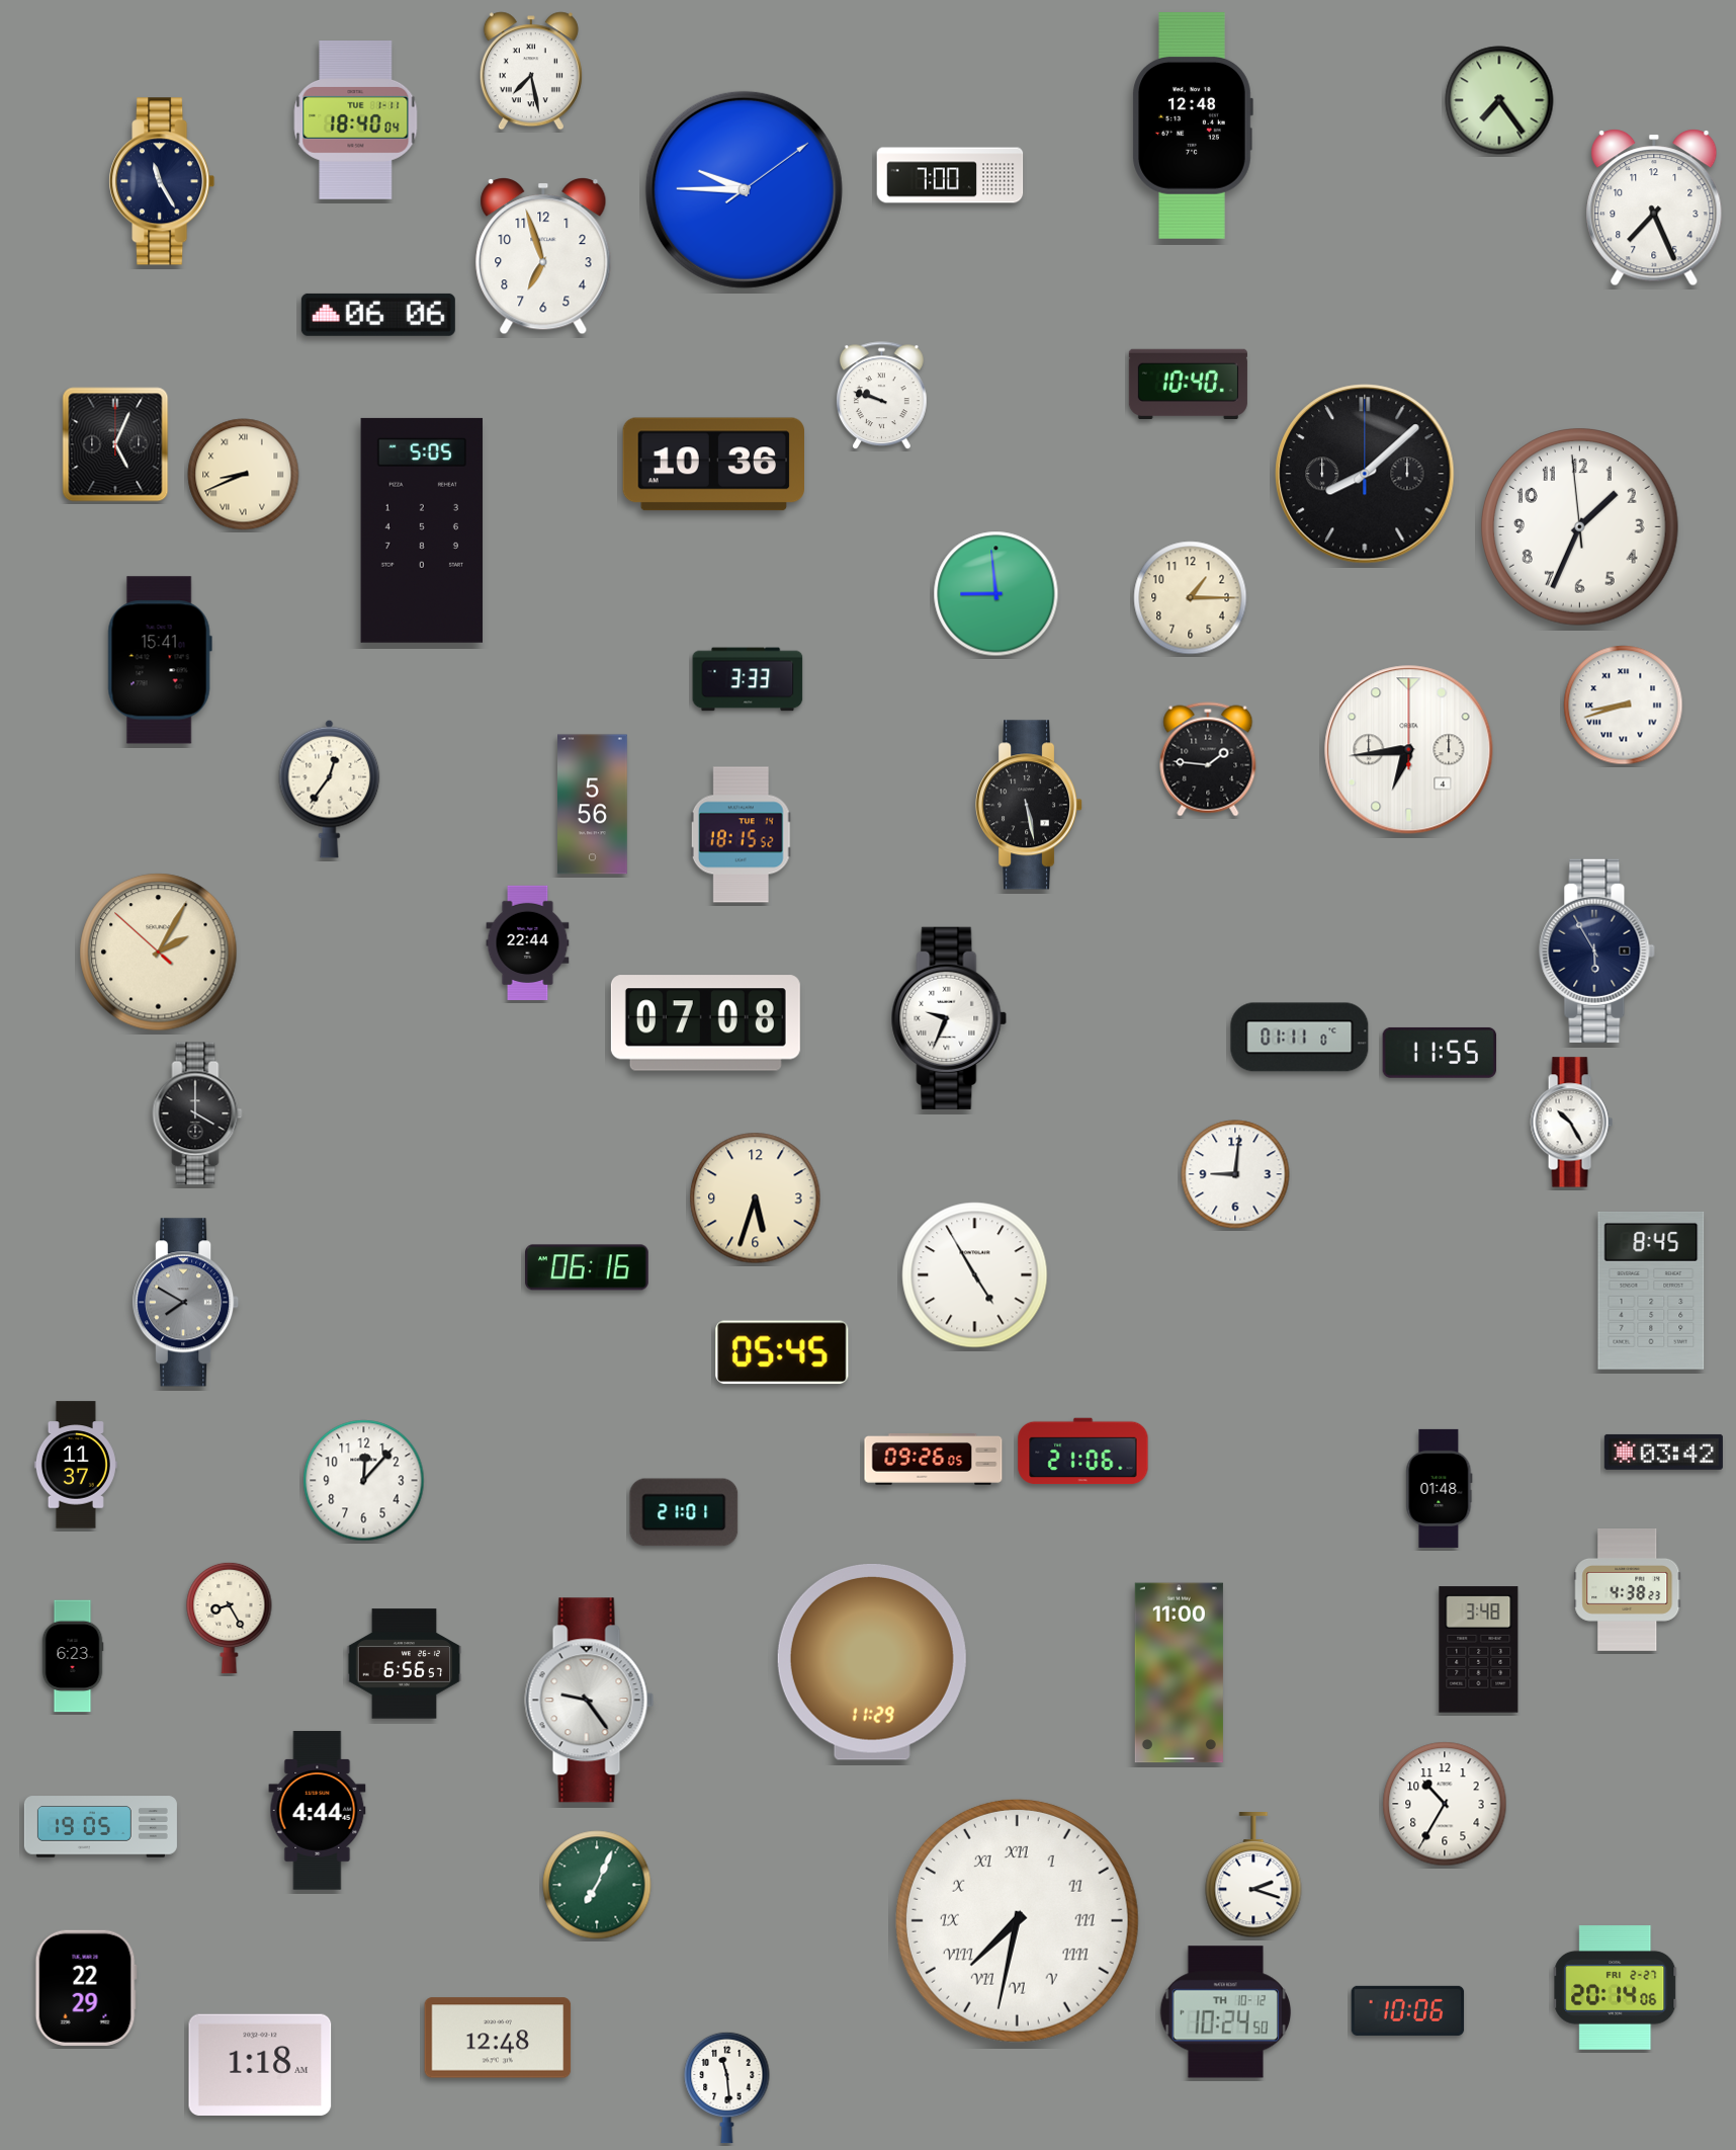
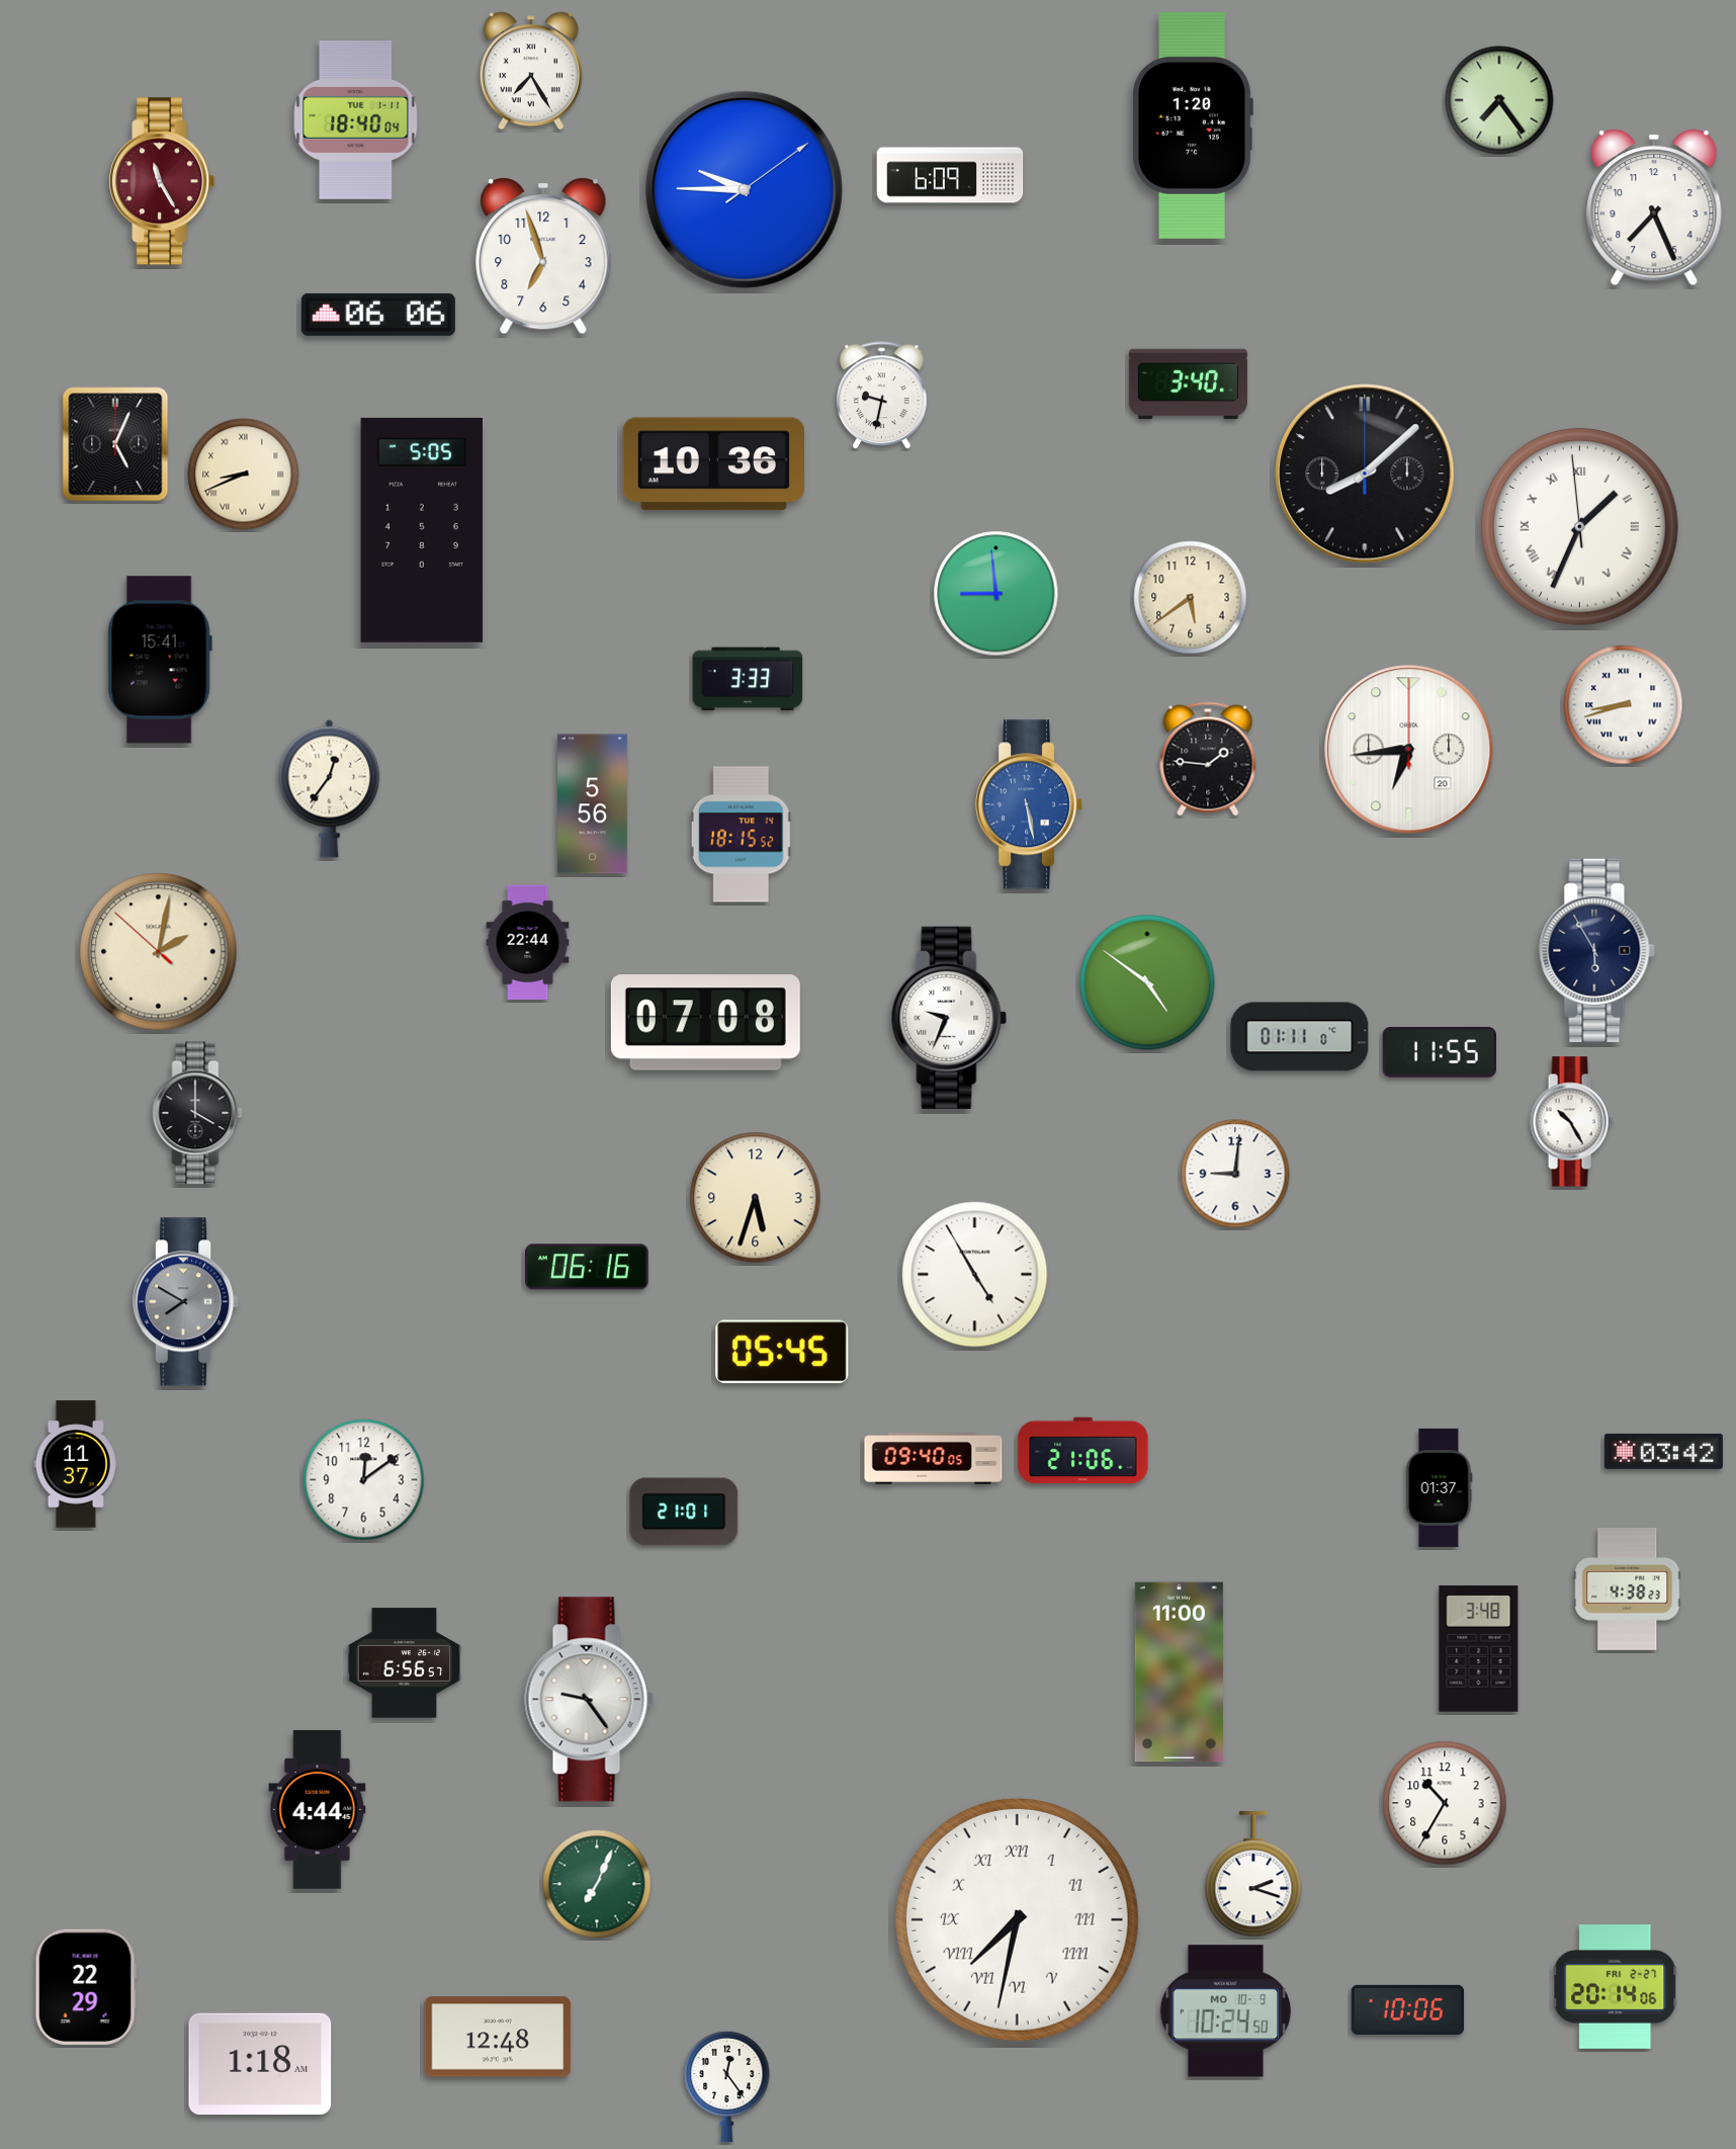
clock at (531, 71): 7:28 -> 7:25
clock at (1193, 126): 12:48 -> 1:20
clock at (950, 175): 7:00 -> 6:09
clock at (162, 181) dial: navy -> burgundy
clock at (1188, 384): 10:40 -> 3:40
clock at (882, 396): 9:48 -> 9:32
clock at (1580, 527) numerals: Arabic -> Roman
clock at (1191, 598): 1:15 -> 5:39
clock at (1409, 750) date: 4 -> 20
clock at (1030, 805) dial: black -> blue
clock at (159, 953): 2:04 -> 2:01
clock at (1147, 982): none -> 4:51
clock at (1651, 1291): 8:45 -> none
clock at (934, 1460): 09:26 -> 09:40
clock at (364, 1481): 12:07 -> 12:09
clock at (1440, 1488): 01:48 -> 01:37
clock at (230, 1618): 8:25 -> none
clock at (73, 1656): 6:23 -> none
clock at (872, 1662): 11:29 -> none
clock at (100, 1827): 19:05 -> none
clock at (1226, 2012) date: TH 10-12 -> MO 10-9
clock at (727, 2087): 11:29 -> 12:24
